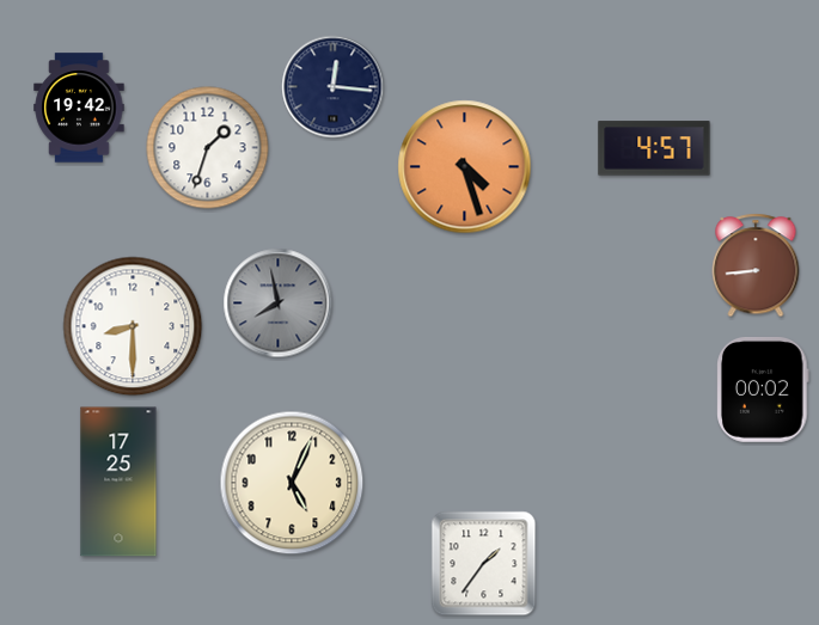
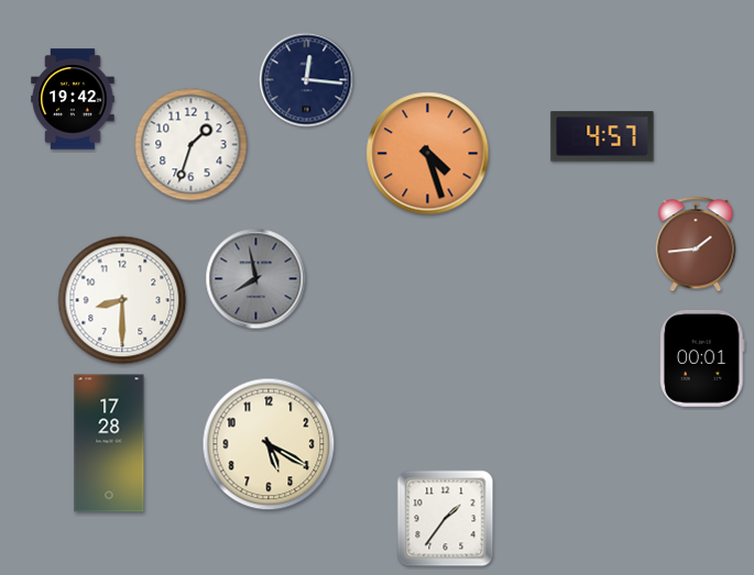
clock at (208, 148) position: (208, 148) -> (192, 145)
clock at (756, 265): 8:44 -> 1:44
clock at (764, 390): 00:02 -> 00:01
clock at (118, 482): 17:25 -> 17:28
clock at (292, 483): 5:04 -> 5:20
